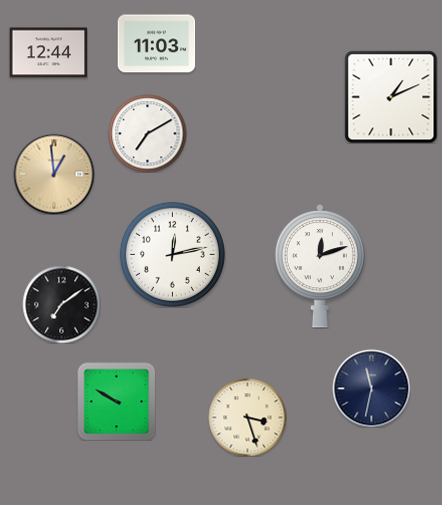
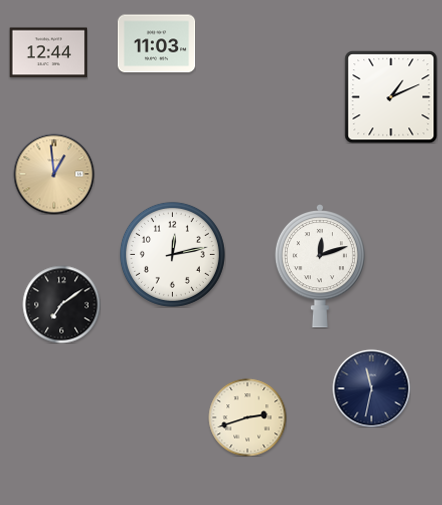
clock at (147, 133): 7:10 -> none
clock at (116, 401): 9:50 -> none
clock at (247, 417): 3:27 -> 2:42
